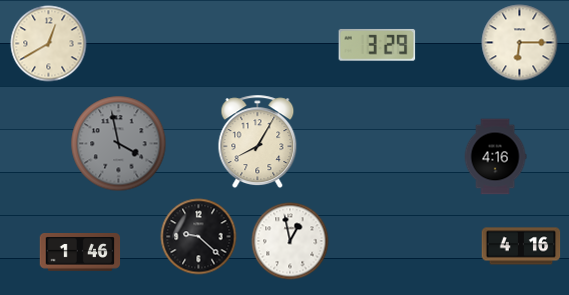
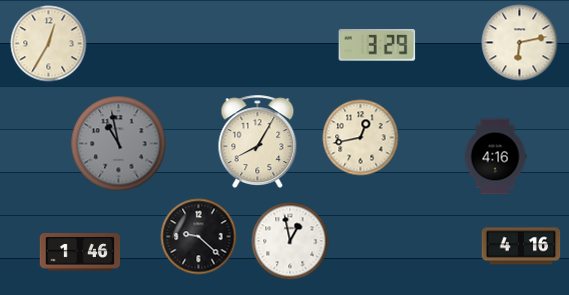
clock at (520, 43): 6:15 -> 6:13
clock at (49, 44): 12:40 -> 12:35
clock at (361, 138): none -> 12:43
clock at (119, 144): 3:58 -> 10:58
